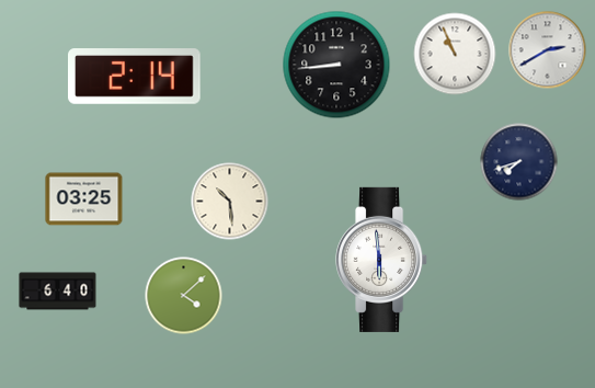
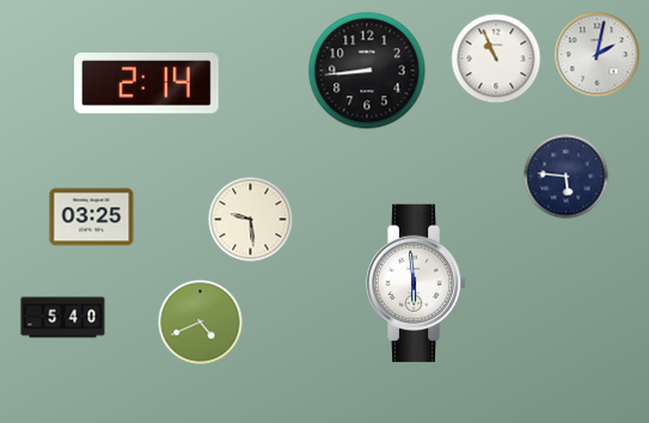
clock at (548, 50): 2:40 -> 2:02
clock at (519, 162): 7:42 -> 5:46
clock at (230, 202): 10:29 -> 9:29
clock at (58, 292): 6:40 -> 5:40
clock at (184, 296): 4:08 -> 4:41
